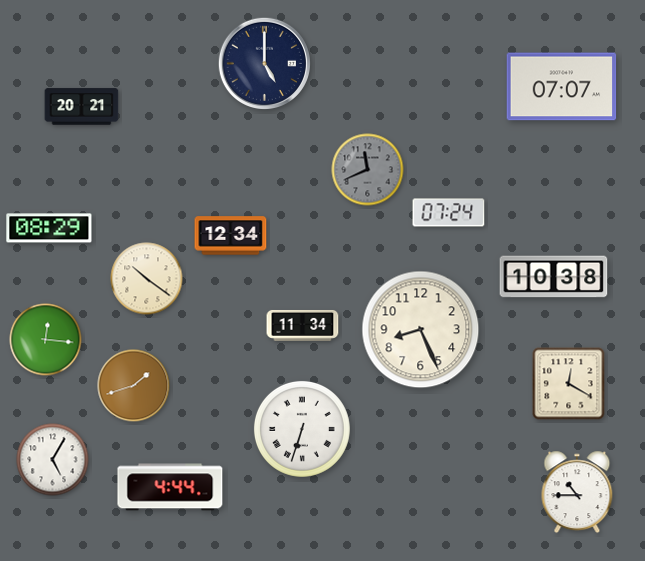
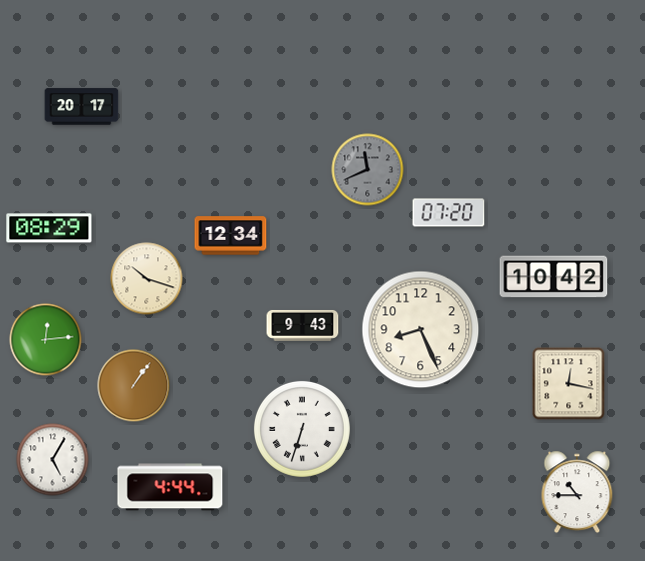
clock at (264, 63): 5:00 -> none
clock at (562, 87): 07:07 -> none
clock at (82, 107): 20:21 -> 20:17
clock at (449, 213): 07:24 -> 07:20
clock at (554, 277): 10:38 -> 10:42
clock at (147, 279): 10:21 -> 10:18
clock at (303, 325): 11:34 -> 9:43
clock at (46, 340): 12:16 -> 12:14
clock at (569, 384): 12:20 -> 12:17
clock at (134, 386): 1:42 -> 1:06
